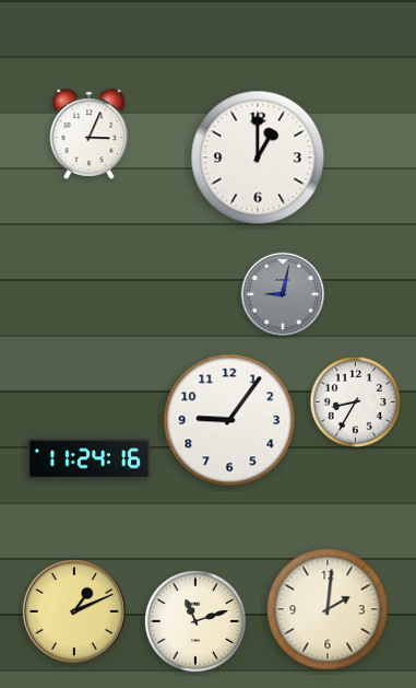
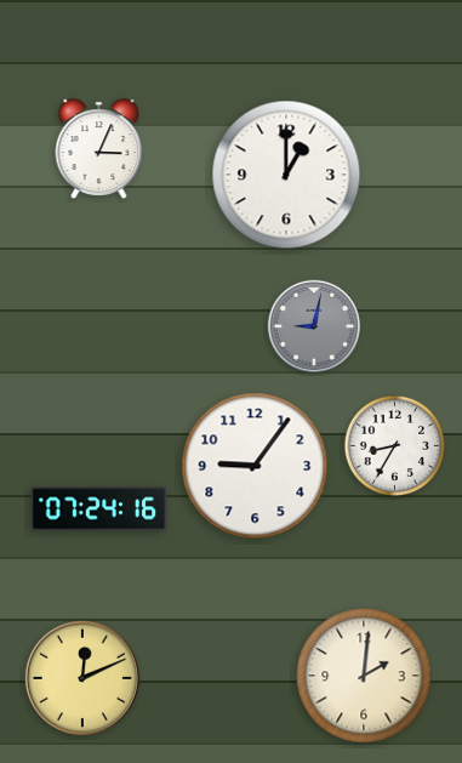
clock at (90, 459): 11:24 -> 07:24
clock at (74, 611): 1:11 -> 12:11
clock at (195, 621): 11:12 -> none
